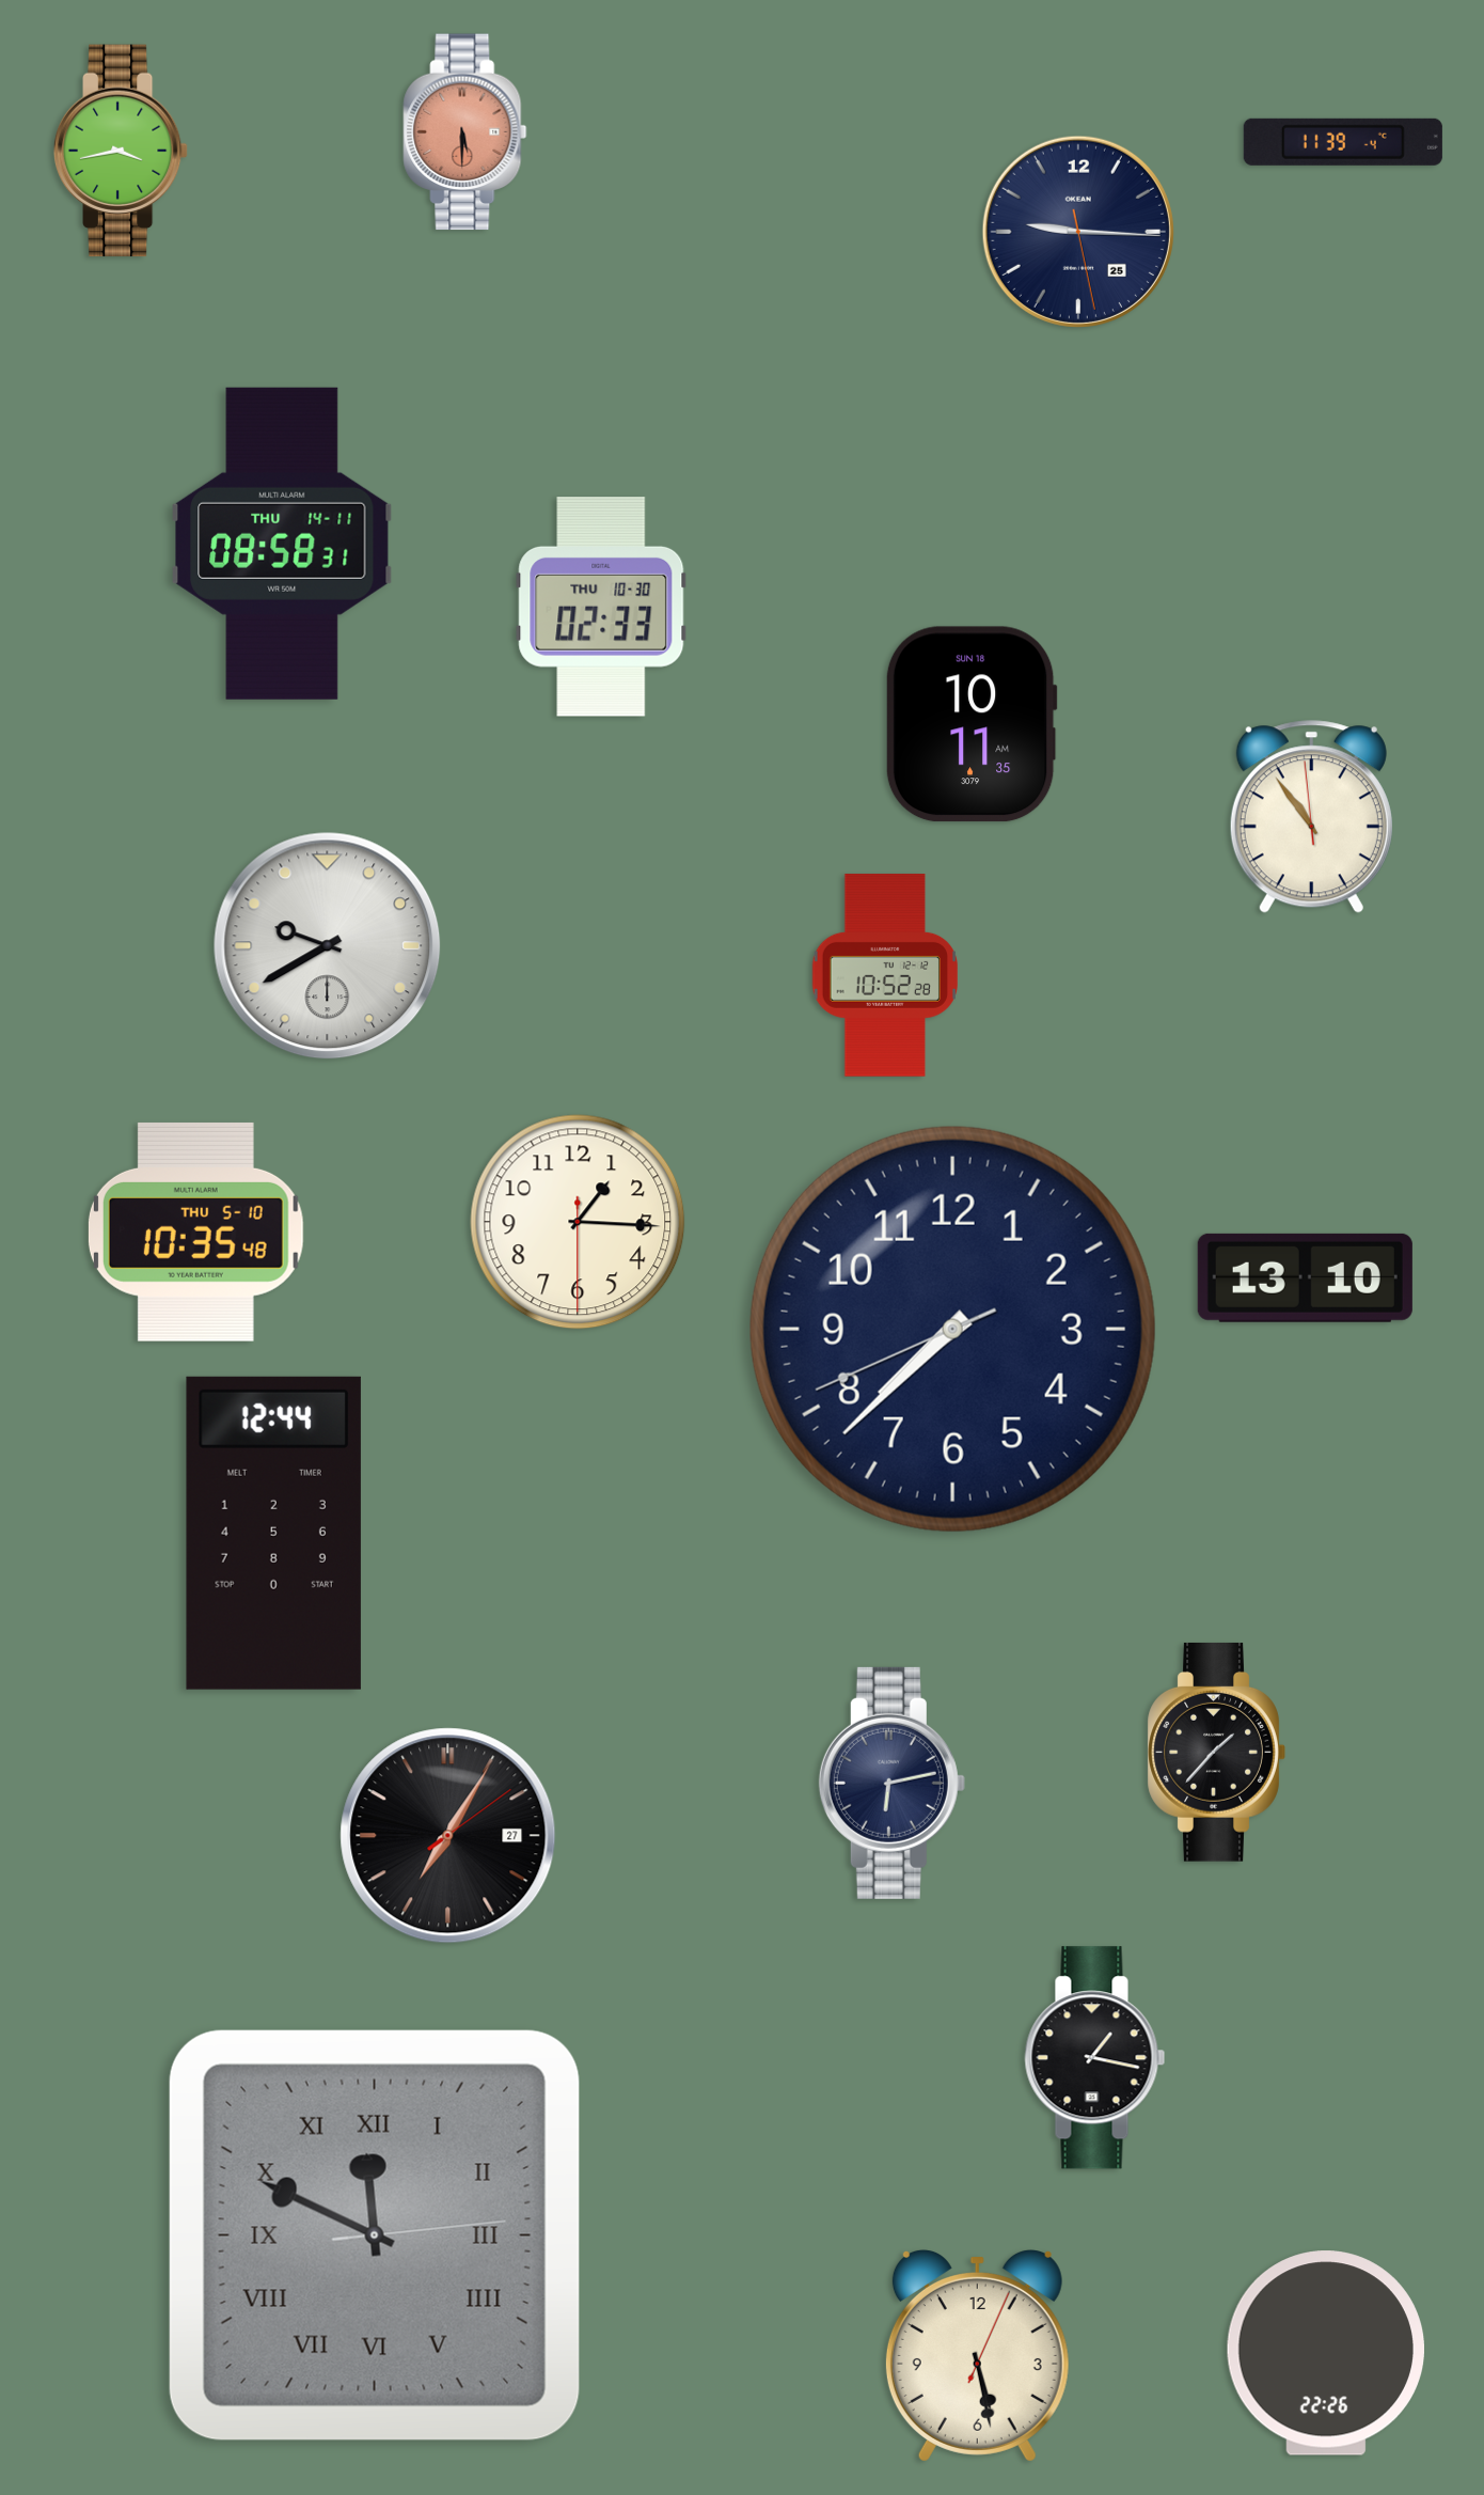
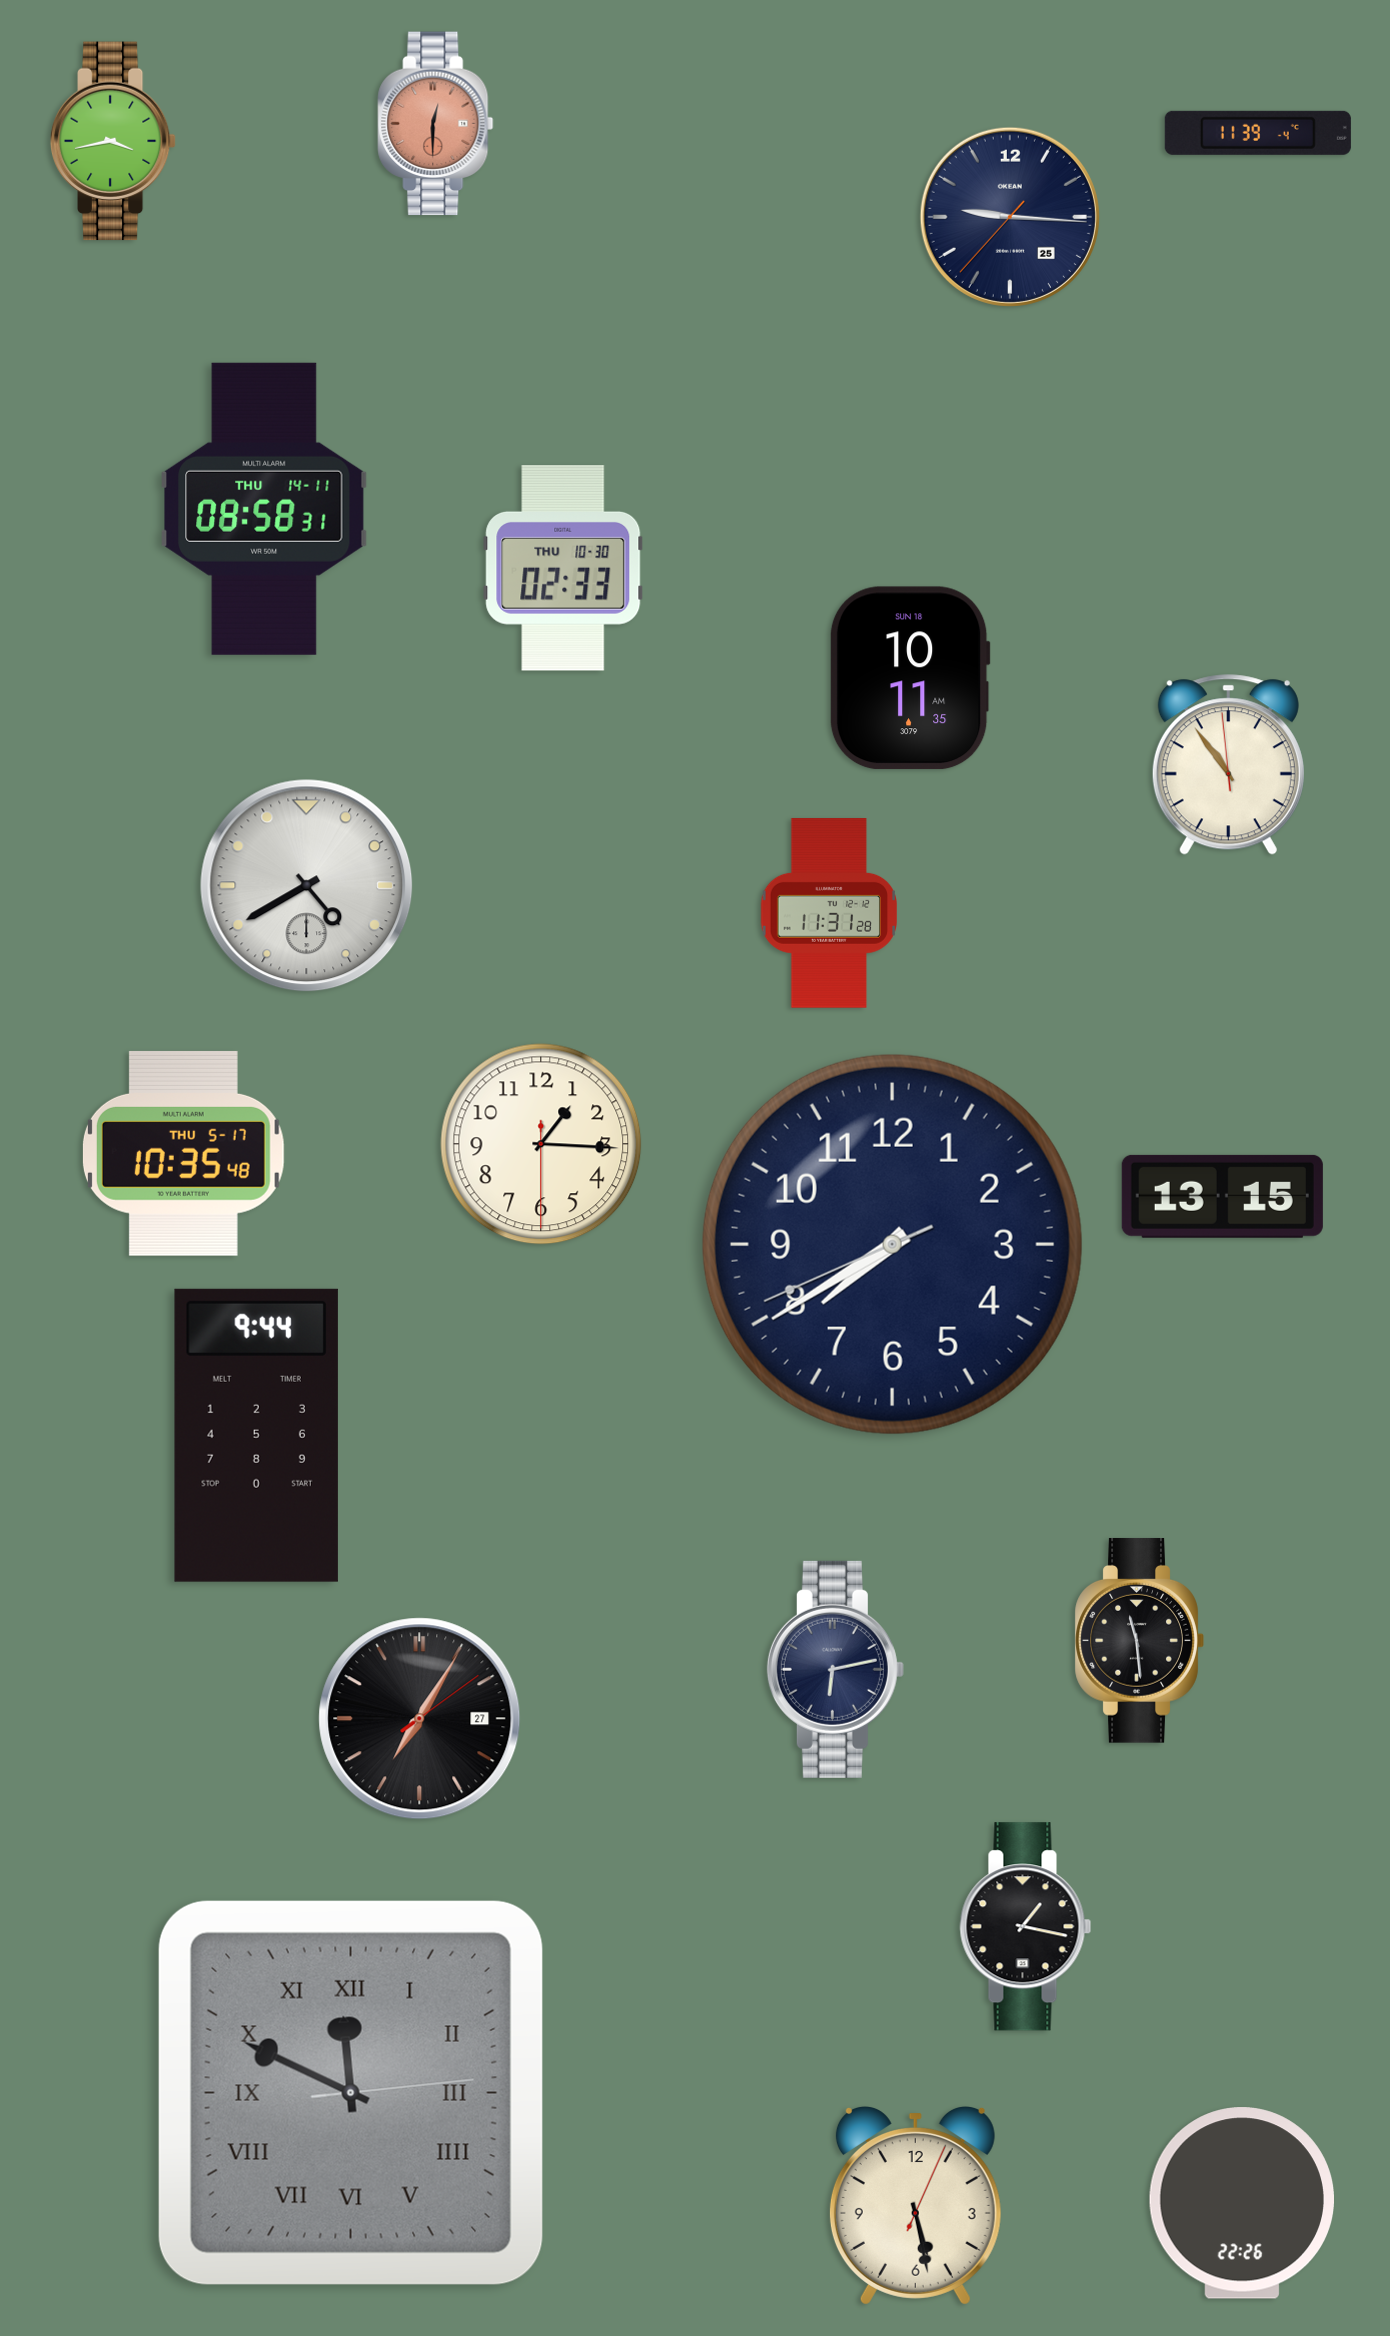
clock at (465, 132): 5:30 -> 12:30
clock at (1078, 232): 9:15:28 -> 9:15:37
clock at (328, 946): 9:40 -> 4:40
clock at (885, 975): 10:52 -> 11:31
clock at (195, 1231) date: THU 5-10 -> THU 5-17
clock at (1305, 1277): 13:10 -> 13:15
clock at (952, 1329): 7:37 -> 7:39
clock at (273, 1533): 12:44 -> 9:44
clock at (1216, 1752): 1:37 -> 11:29
